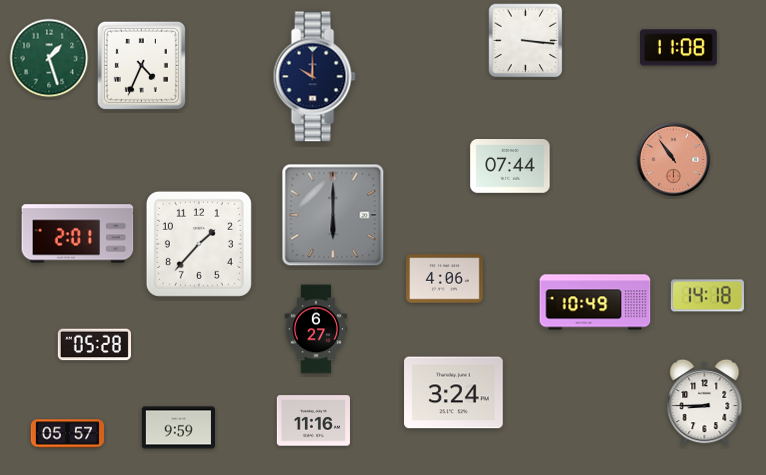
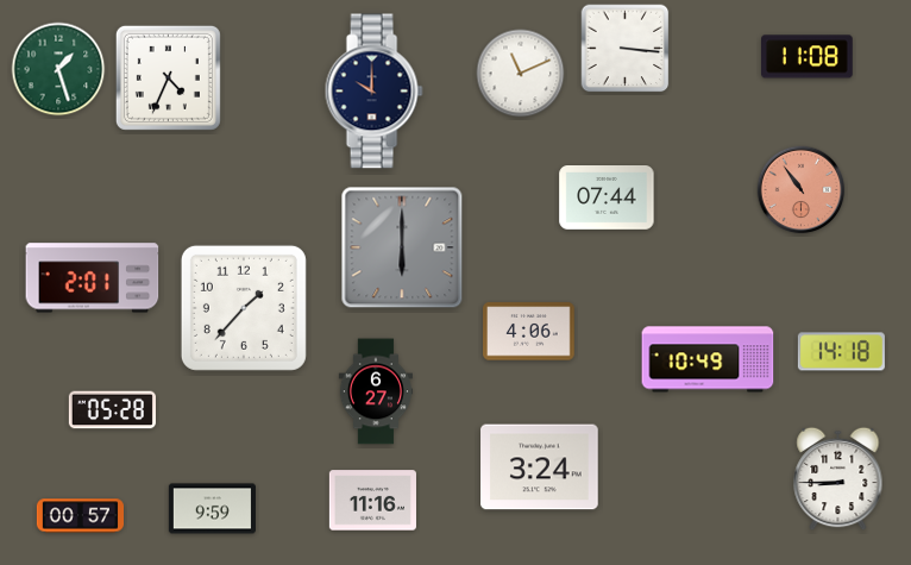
clock at (521, 74): none -> 11:11
clock at (333, 215) position: (333, 215) -> (402, 247)
clock at (199, 244) position: (199, 244) -> (244, 308)
clock at (67, 434): 05:57 -> 00:57
